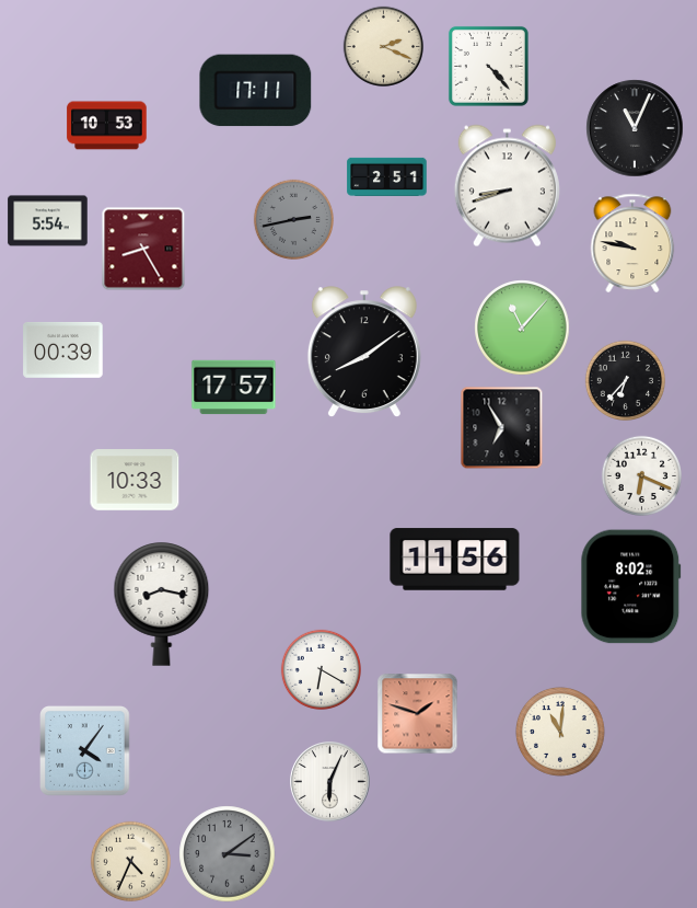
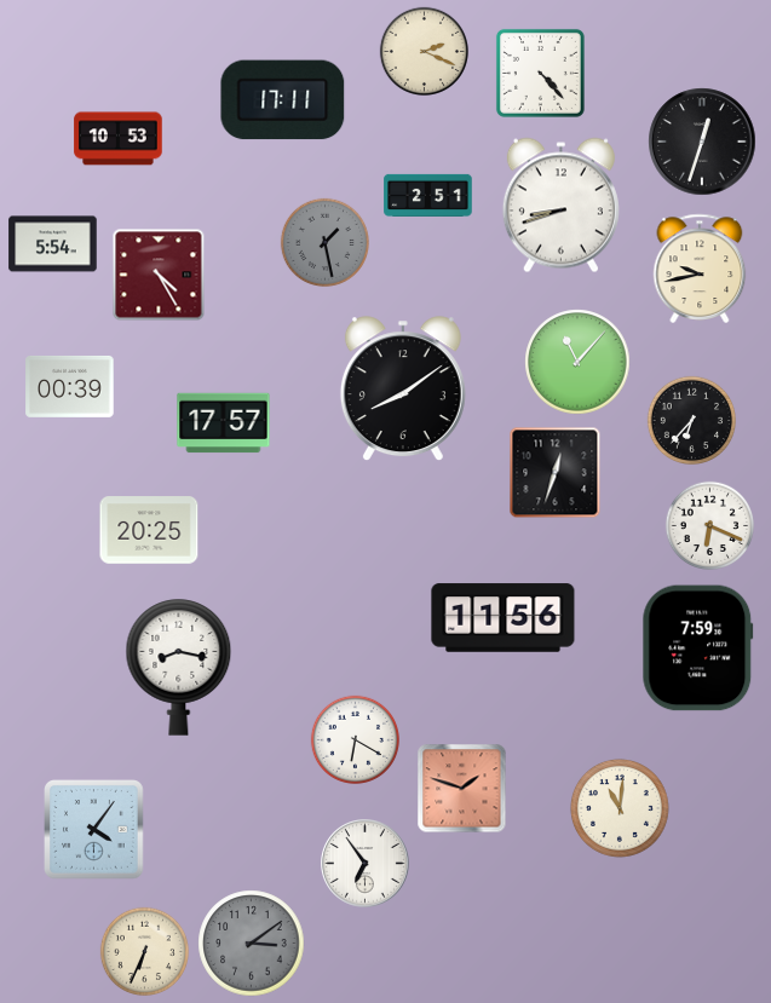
clock at (635, 128): 11:04 -> 12:33
clock at (293, 219): 2:43 -> 1:28
clock at (632, 243): 9:47 -> 9:43
clock at (143, 249): 8:25 -> 4:25
clock at (234, 388) position: (234, 388) -> (224, 423)
clock at (502, 428): 6:55 -> 12:33
clock at (135, 480): 10:33 -> 20:25
clock at (631, 587): 8:02 -> 7:59
clock at (330, 782): 6:04 -> 6:54
clock at (130, 861): 4:34 -> 6:34
